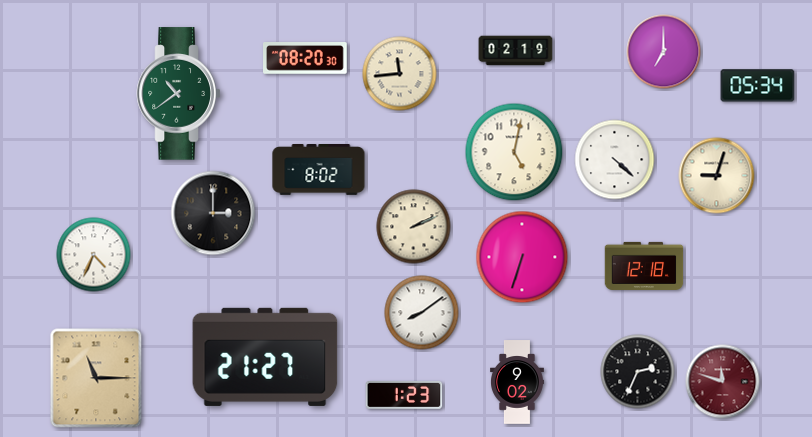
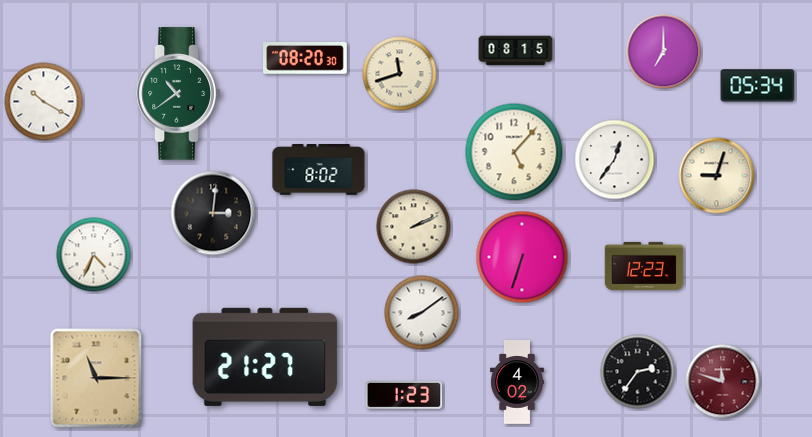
clock at (516, 51): 02:19 -> 08:15
clock at (400, 74): 11:44 -> 11:42
clock at (44, 102): none -> 10:20
clock at (514, 152): 5:02 -> 5:07
clock at (615, 160): 4:22 -> 12:36
clock at (213, 213): 3:00 -> 3:01
clock at (644, 266): 12:18 -> 12:23
clock at (638, 372): 2:34 -> 2:36
clock at (518, 382): 9:02 -> 4:02
